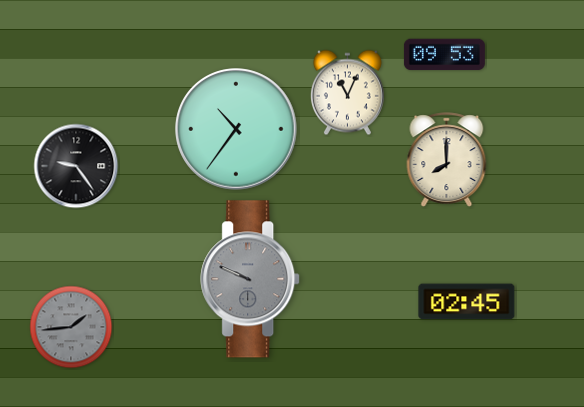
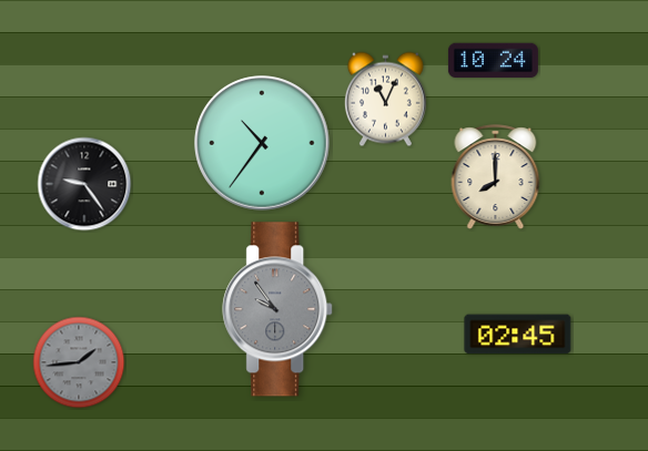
clock at (444, 55): 09:53 -> 10:24
clock at (347, 93) position: (347, 93) -> (385, 100)
clock at (251, 279): 9:49 -> 9:54
